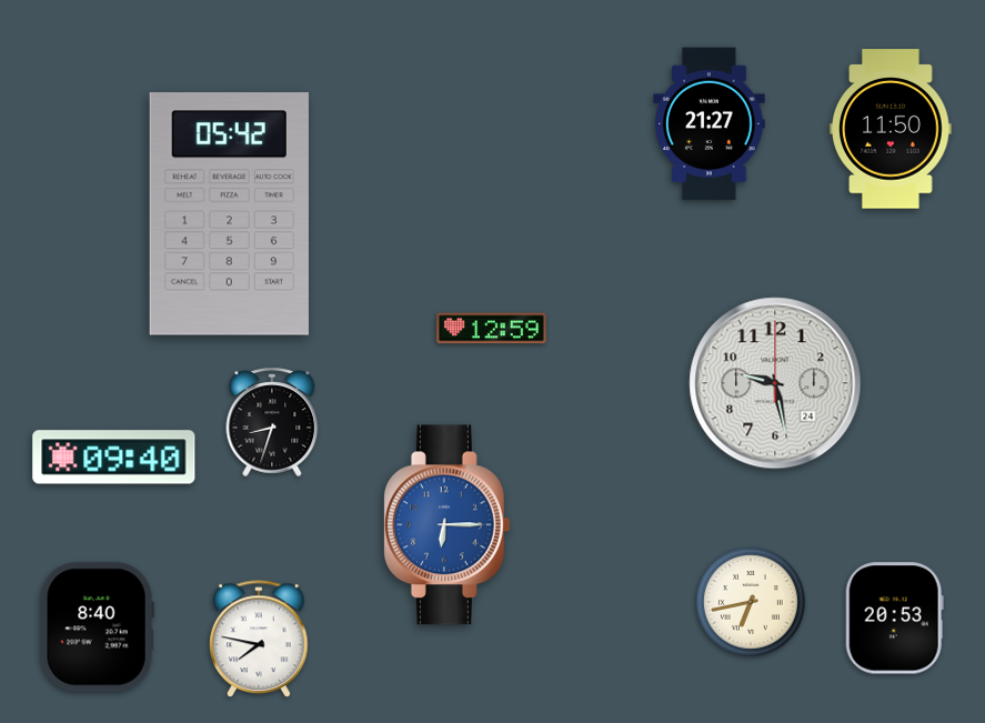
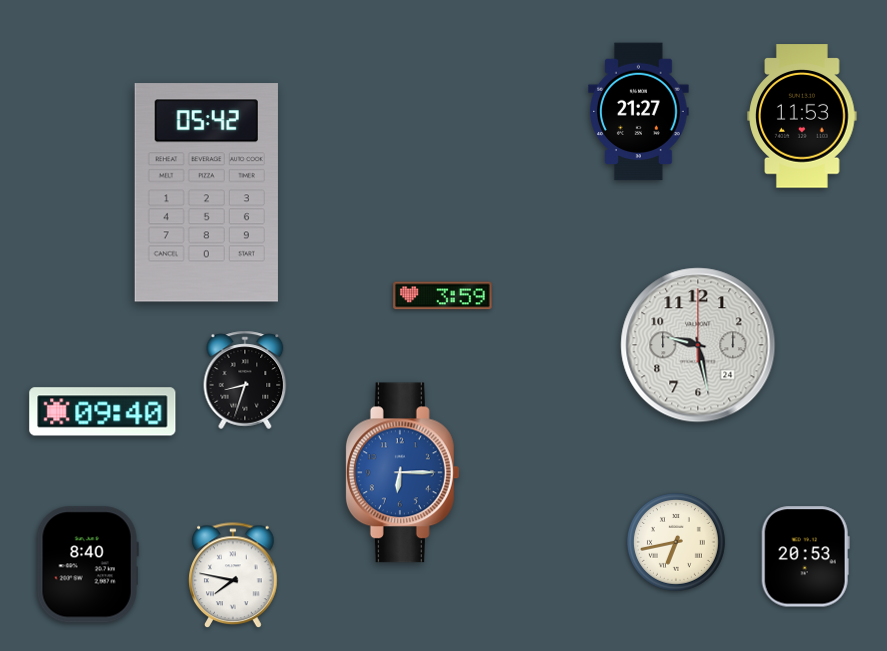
clock at (891, 129): 11:50 -> 11:53
clock at (492, 329): 12:59 -> 3:59
